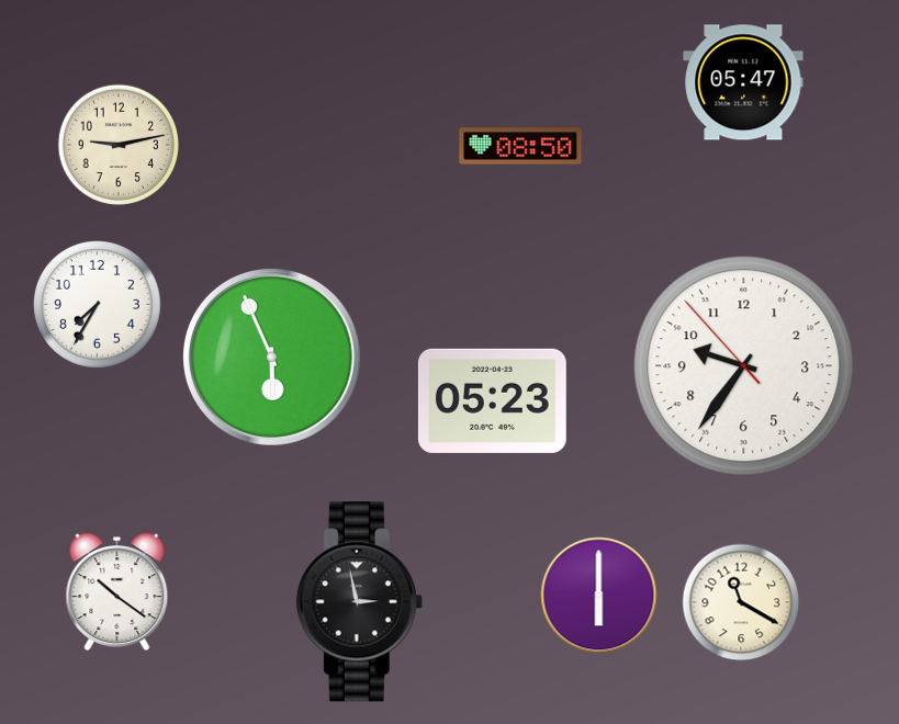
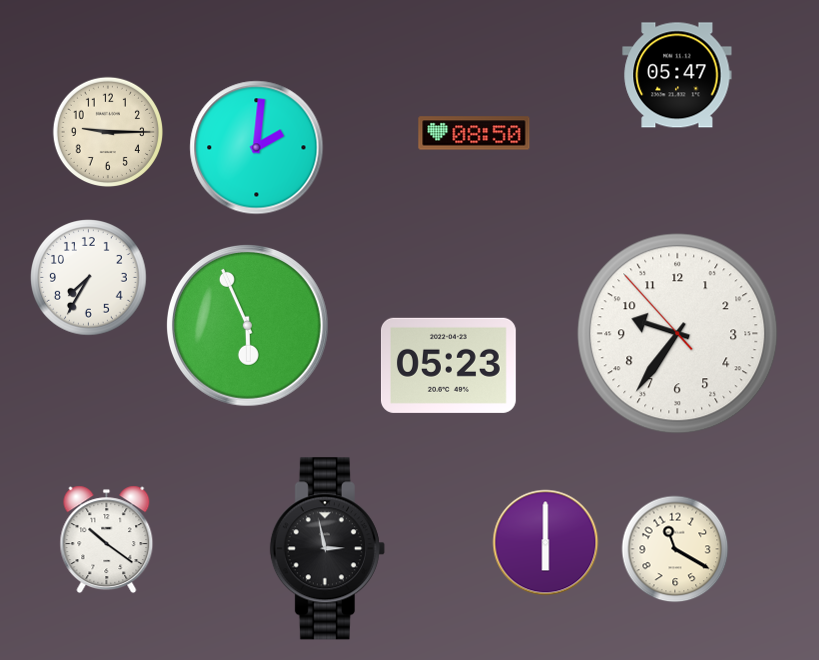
clock at (117, 144): 9:13 -> 9:15
clock at (257, 148): none -> 2:01
